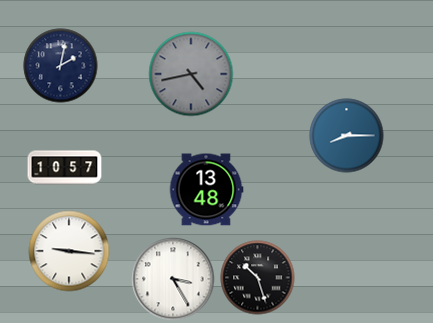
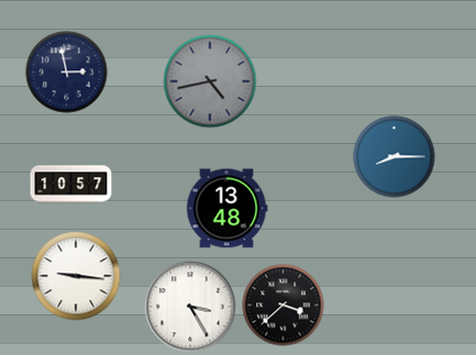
clock at (61, 66): 2:02 -> 2:58
clock at (347, 136) position: (347, 136) -> (395, 157)
clock at (258, 278): 10:27 -> 3:38
